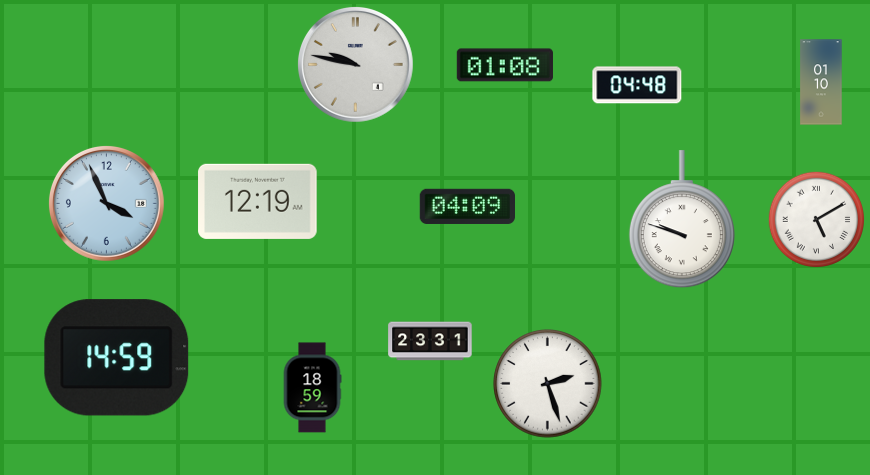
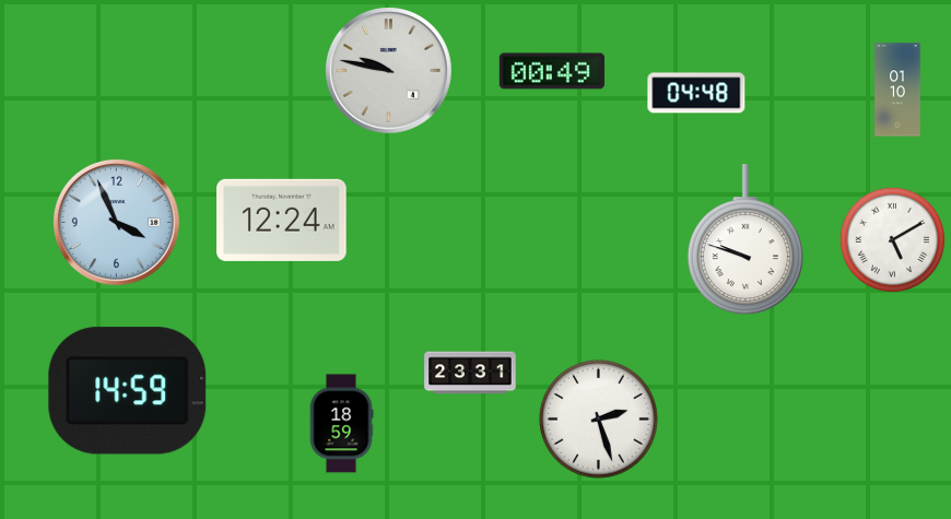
clock at (505, 65): 01:08 -> 00:49
clock at (258, 201): 12:19 -> 12:24
clock at (467, 206): 04:09 -> none
